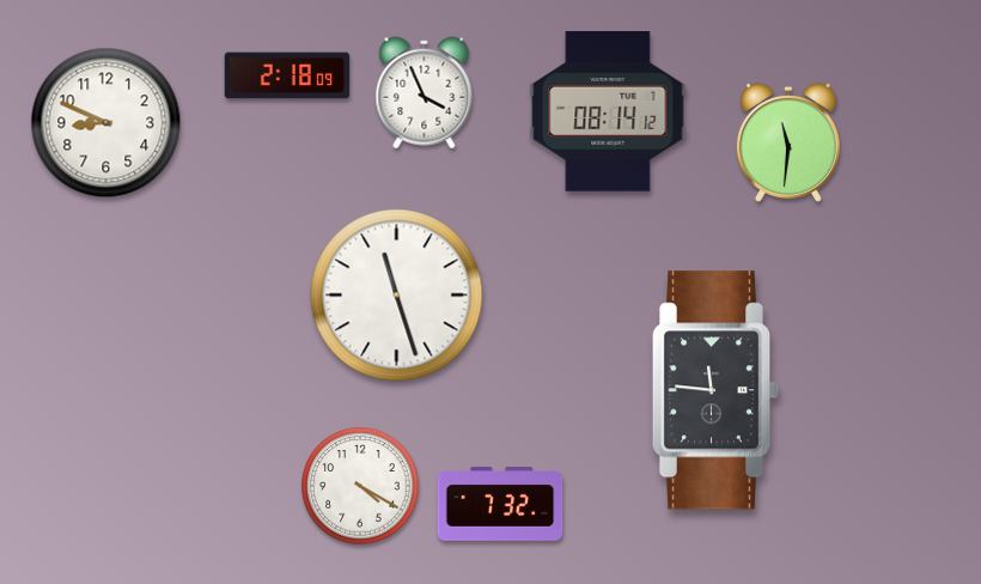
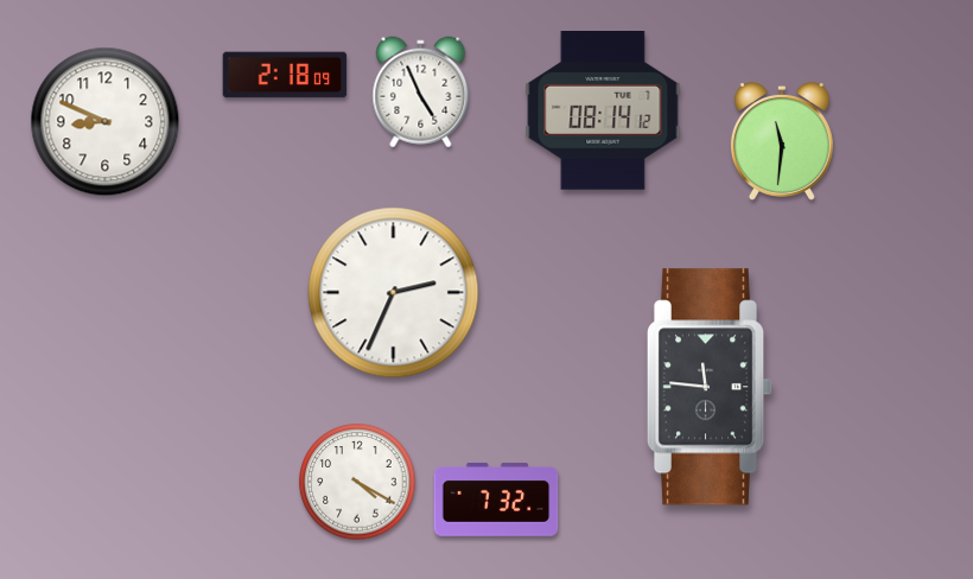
clock at (425, 93): 3:56 -> 4:56
clock at (397, 296): 11:27 -> 2:34
